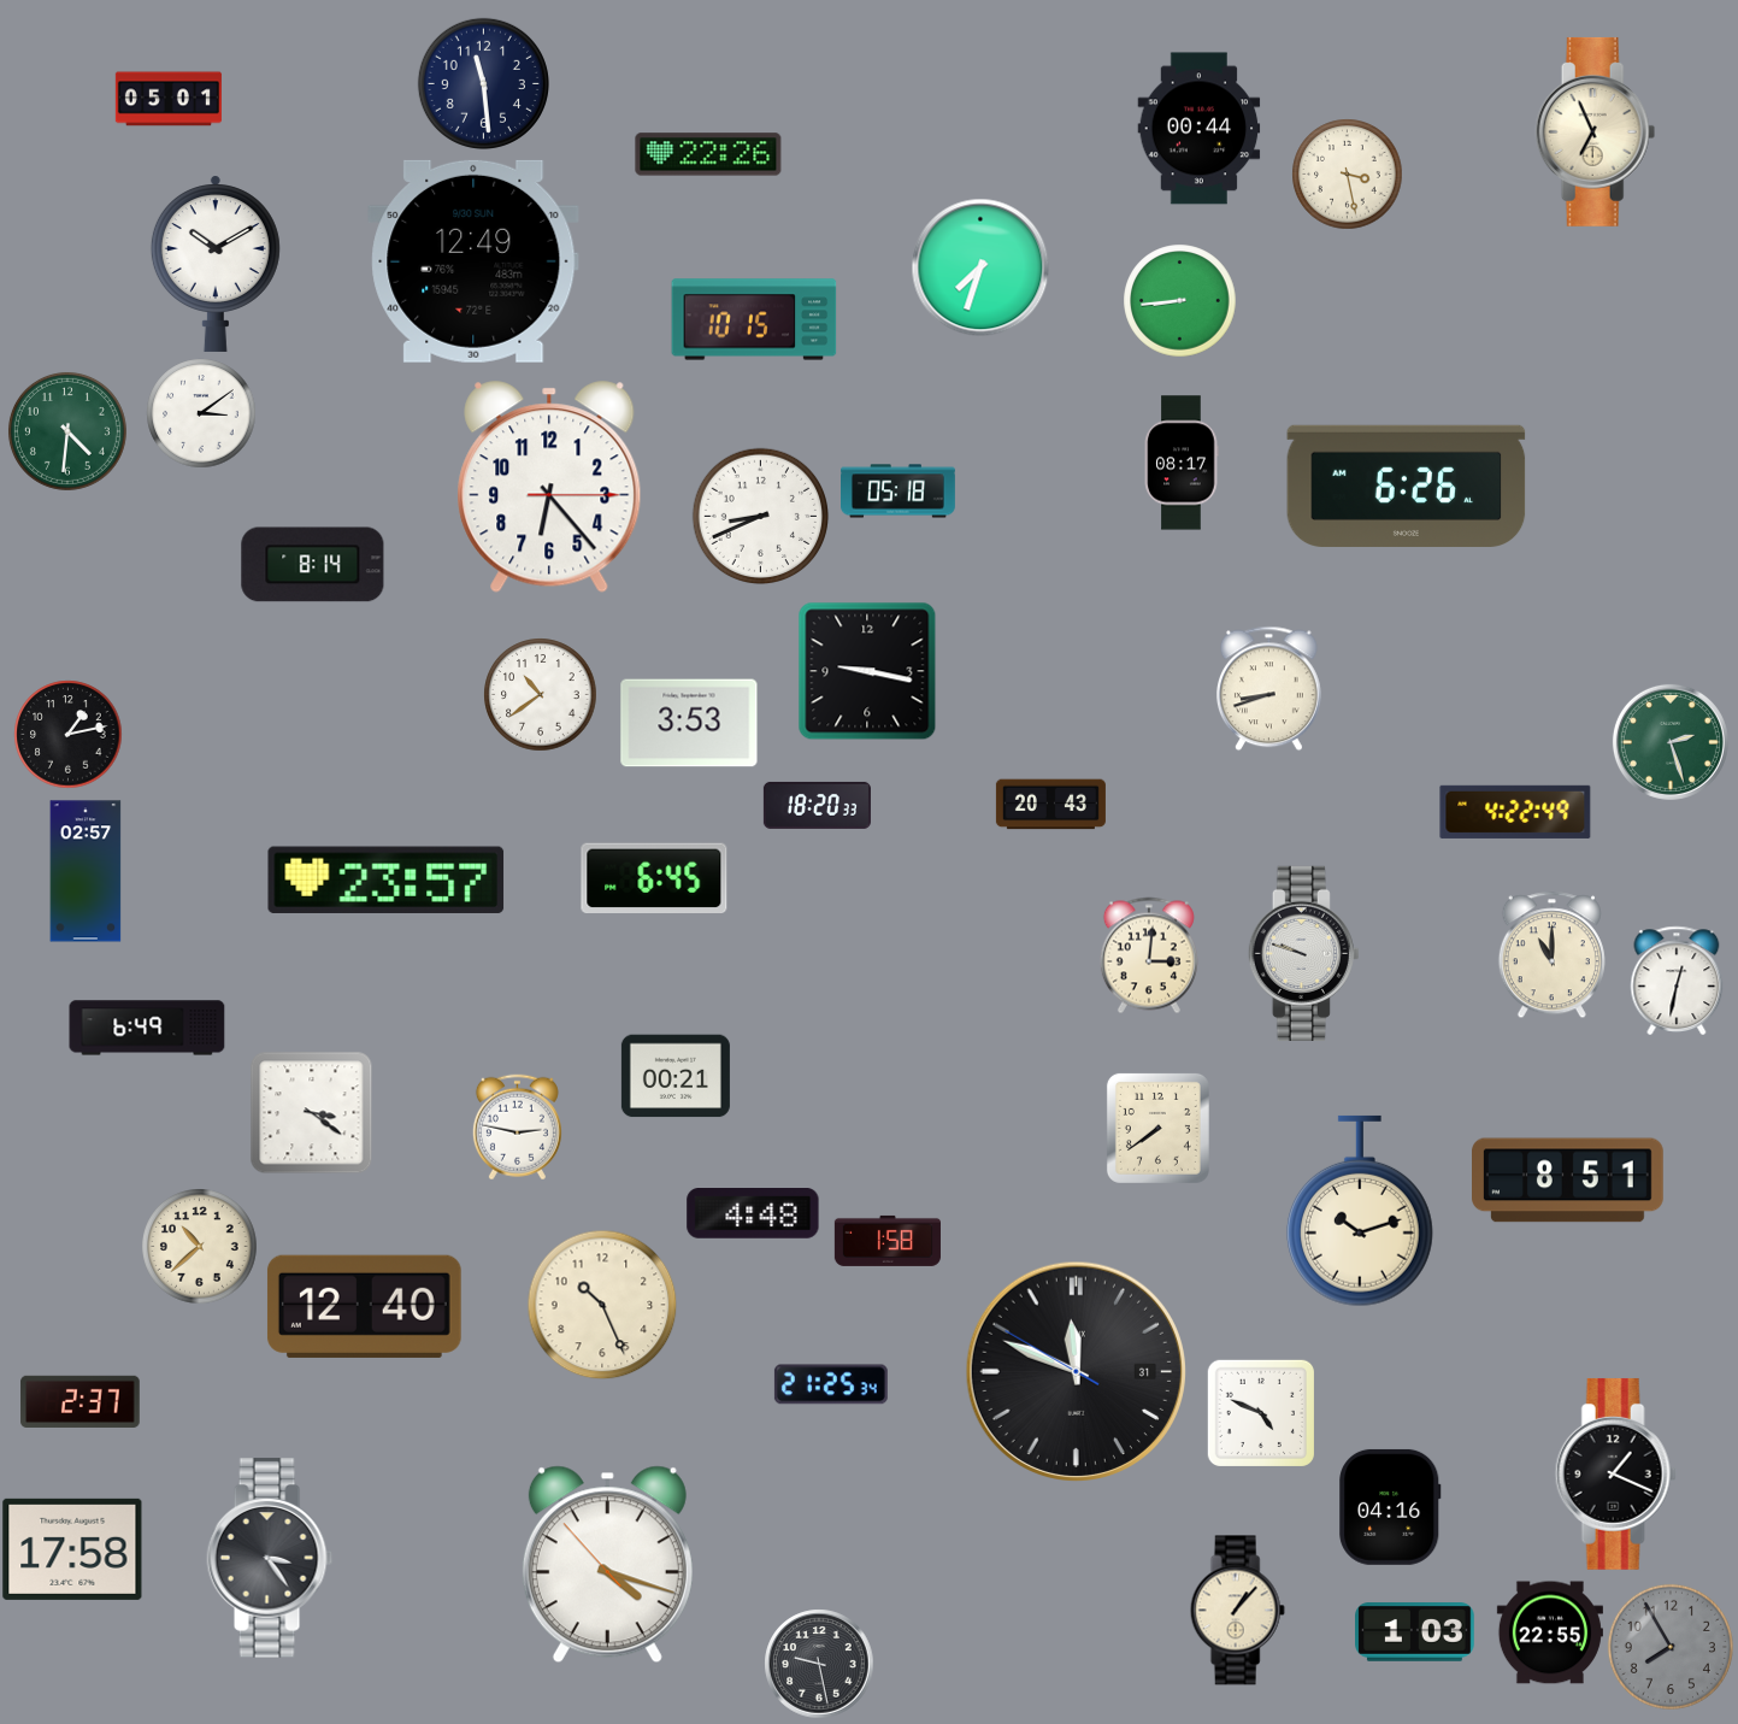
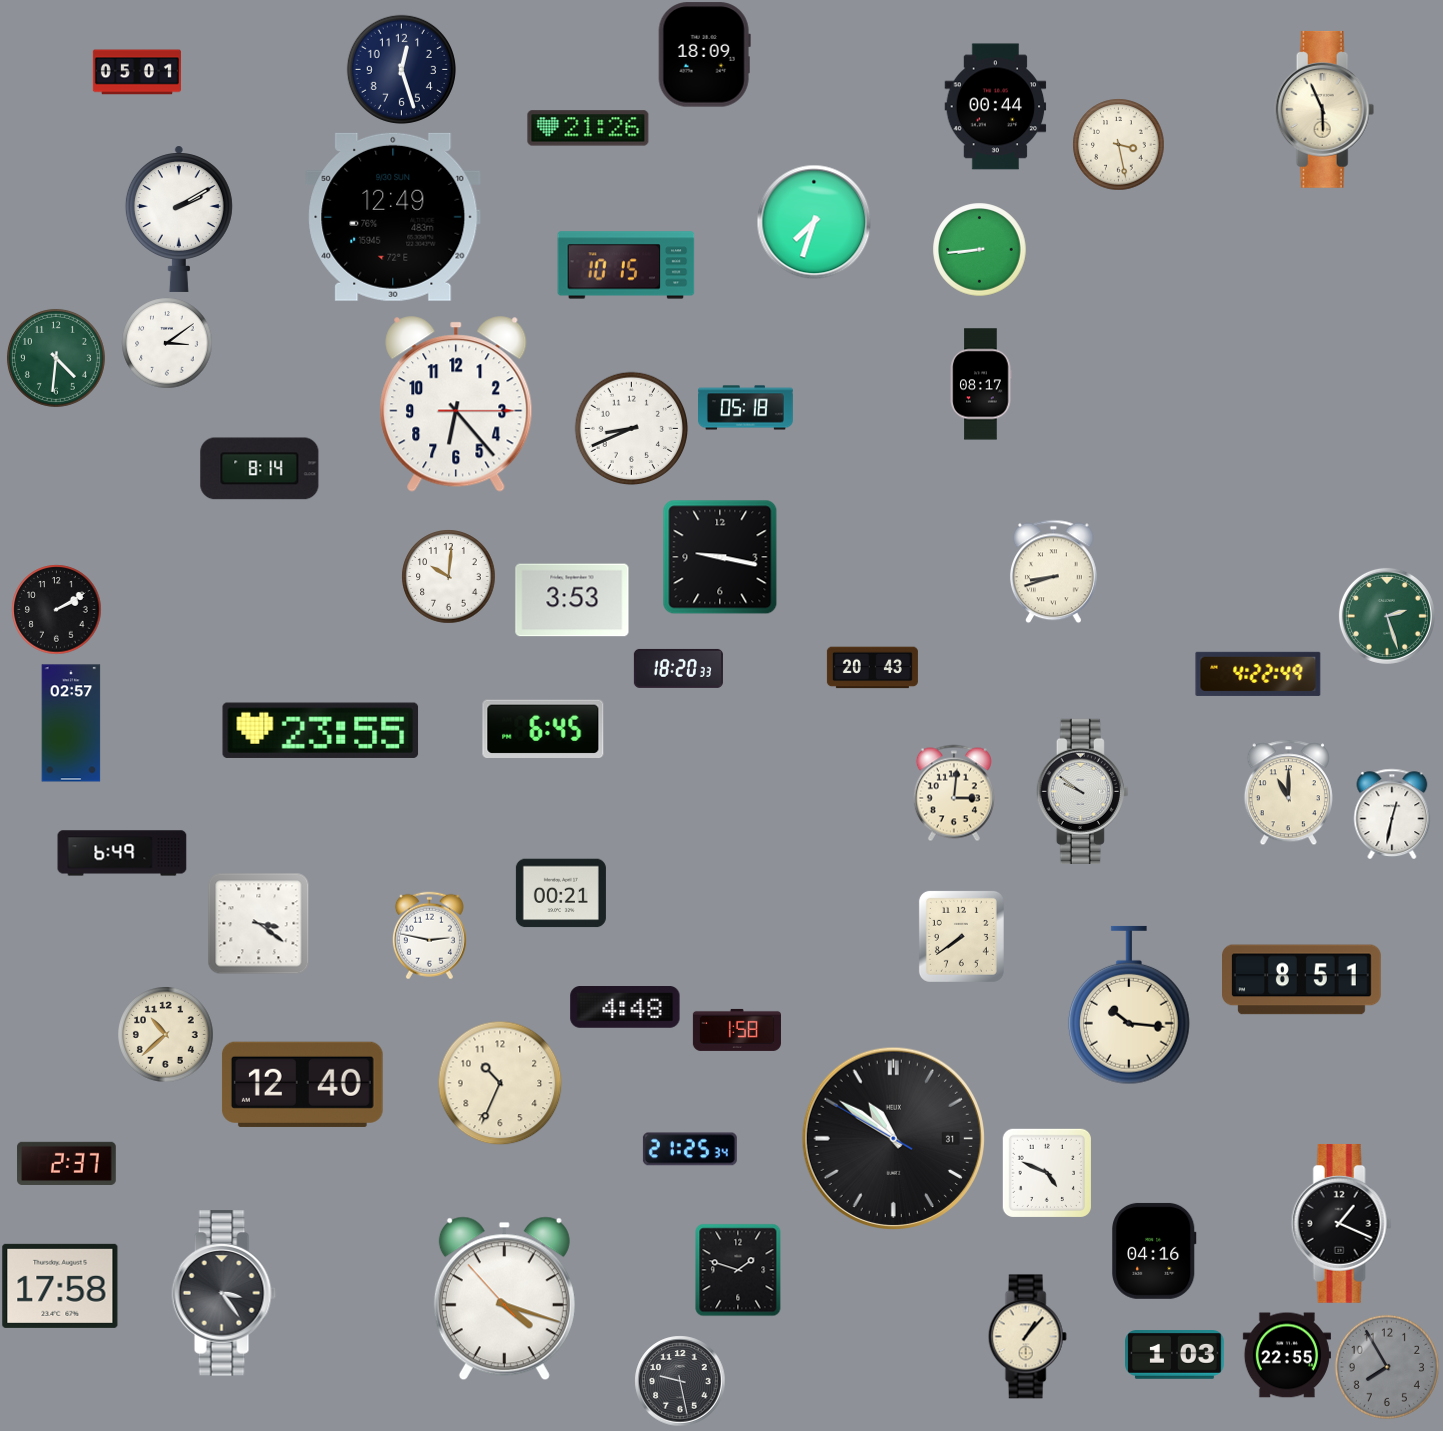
clock at (704, 55): none -> 18:09
clock at (483, 83): 11:29 -> 12:27
clock at (169, 99) position: (169, 99) -> (137, 72)
clock at (1596, 131): 6:56 -> 5:56
clock at (708, 154): 22:26 -> 21:26
clock at (216, 264): 10:10 -> 2:10
clock at (1407, 486): 6:26 -> none
clock at (540, 694): 10:39 -> 10:01
clock at (67, 734): 1:13 -> 2:10
clock at (387, 879): 23:57 -> 23:55
clock at (1303, 953): 9:48 -> 9:51
clock at (1360, 1211): 10:12 -> 10:16
clock at (602, 1305): 10:26 -> 10:34
clock at (1076, 1371): 11:48 -> 10:50
clock at (738, 1270): none -> 1:48
